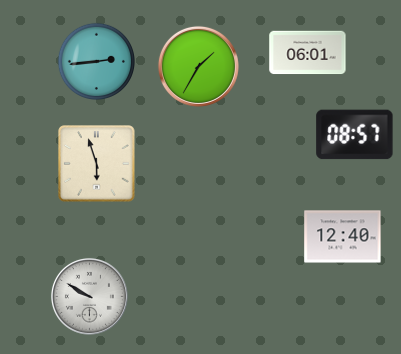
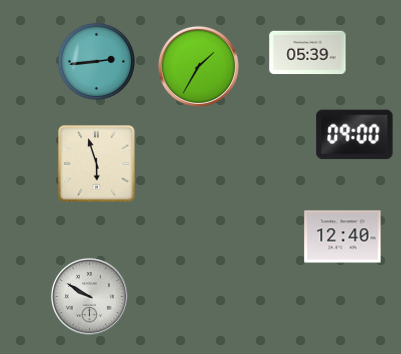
clock at (308, 53): 06:01 -> 05:39
clock at (355, 135): 08:57 -> 09:00
